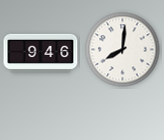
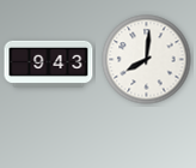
clock at (41, 53): 9:46 -> 9:43
